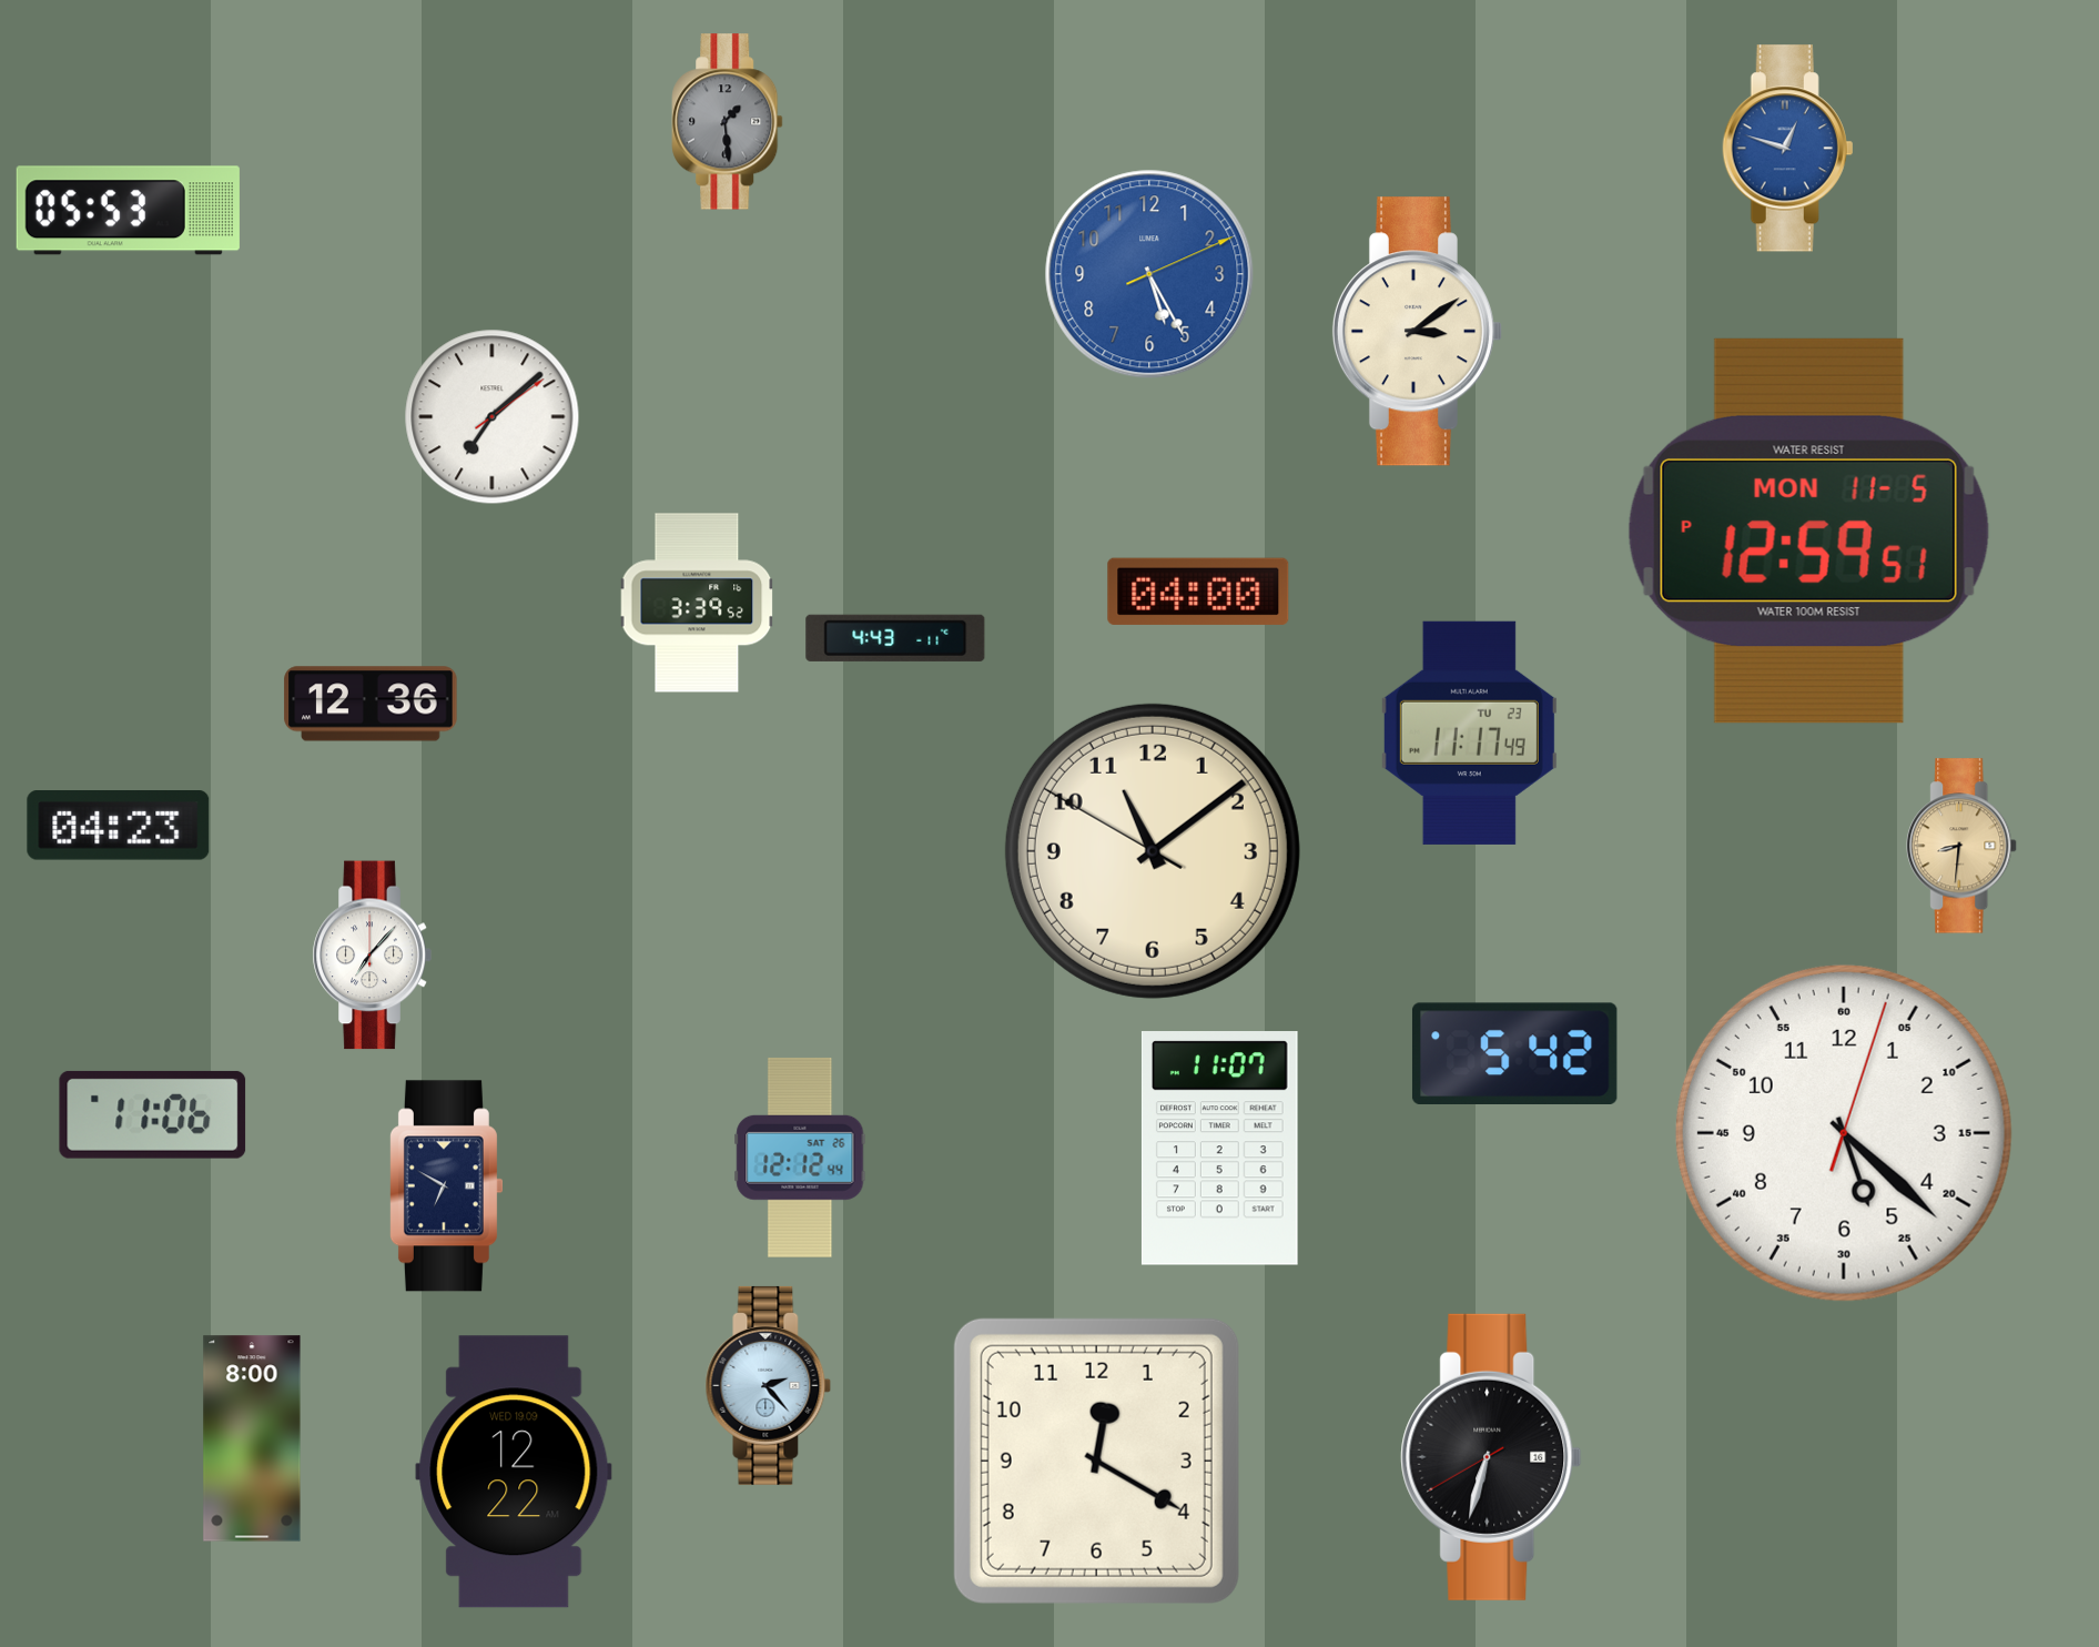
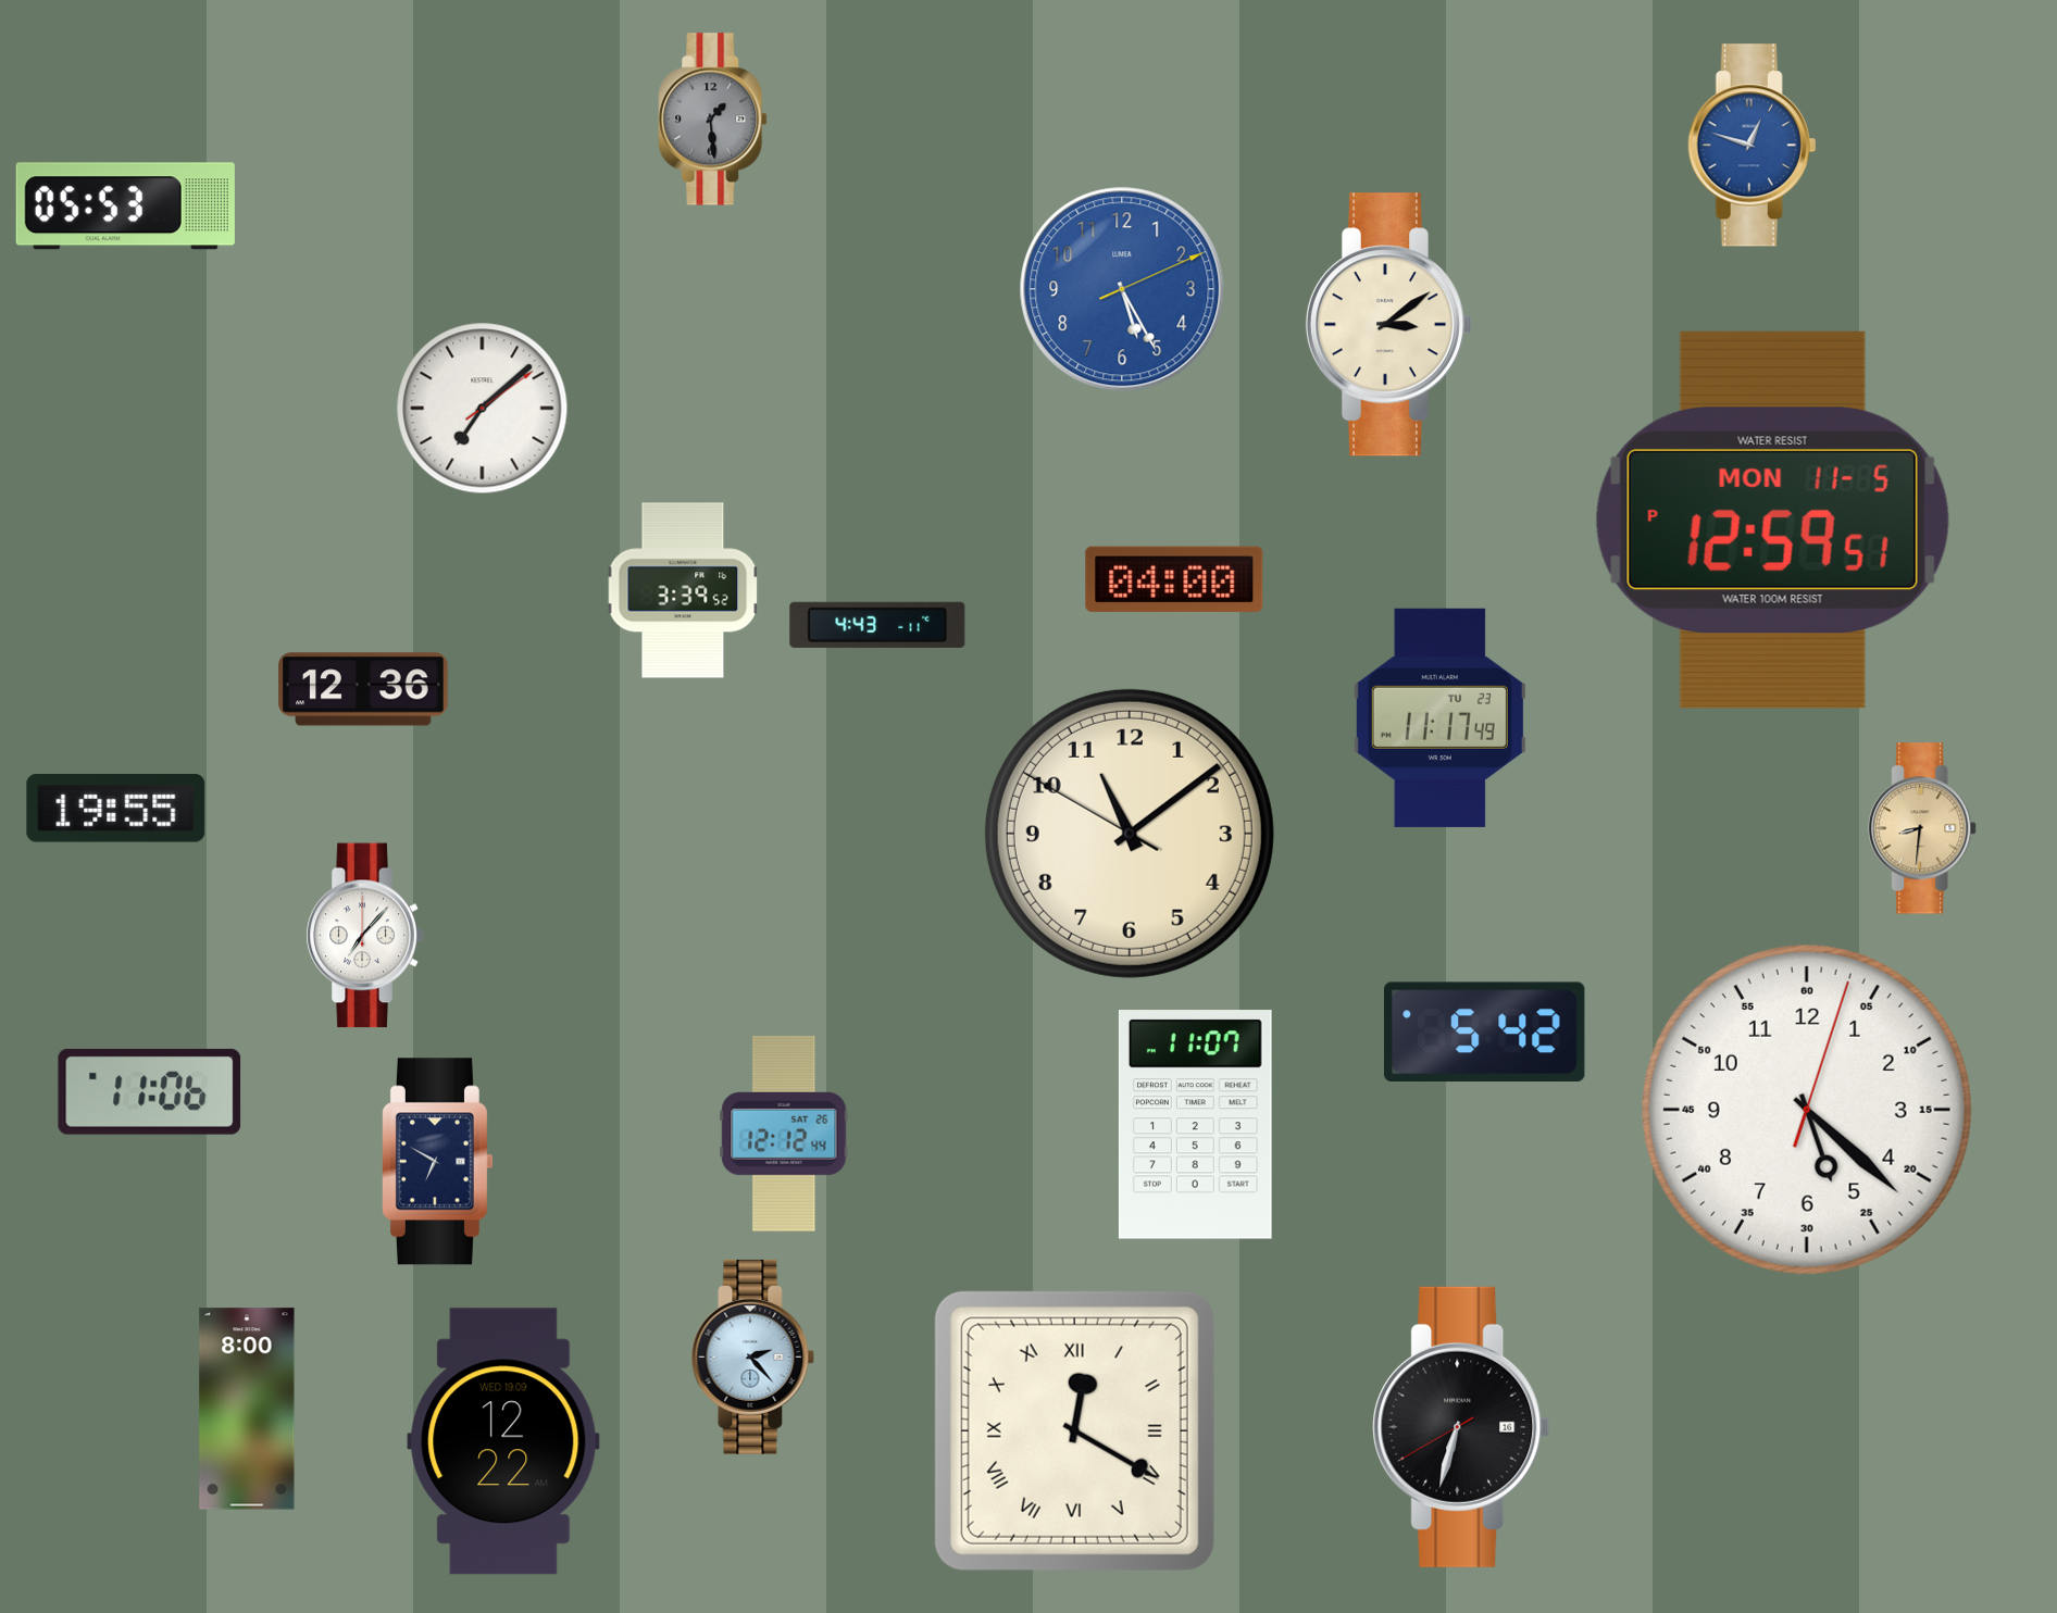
clock at (1149, 274) position: (1149, 274) -> (1122, 289)
clock at (119, 826): 04:23 -> 19:55
clock at (1096, 1461) numerals: Arabic -> Roman
